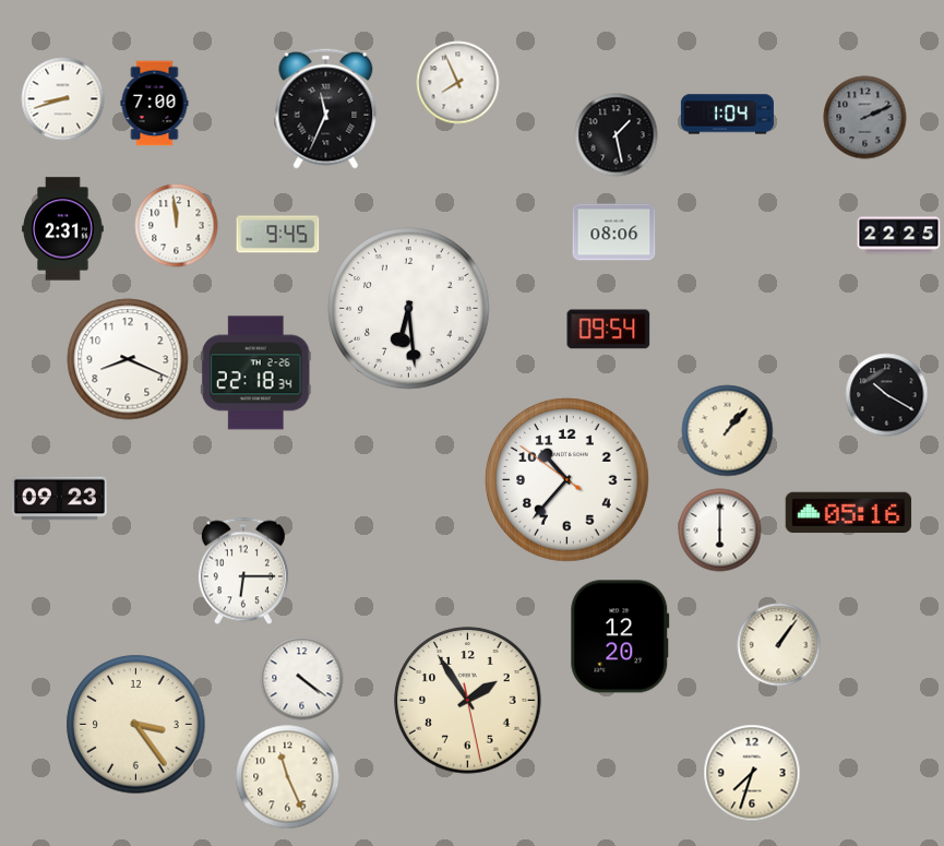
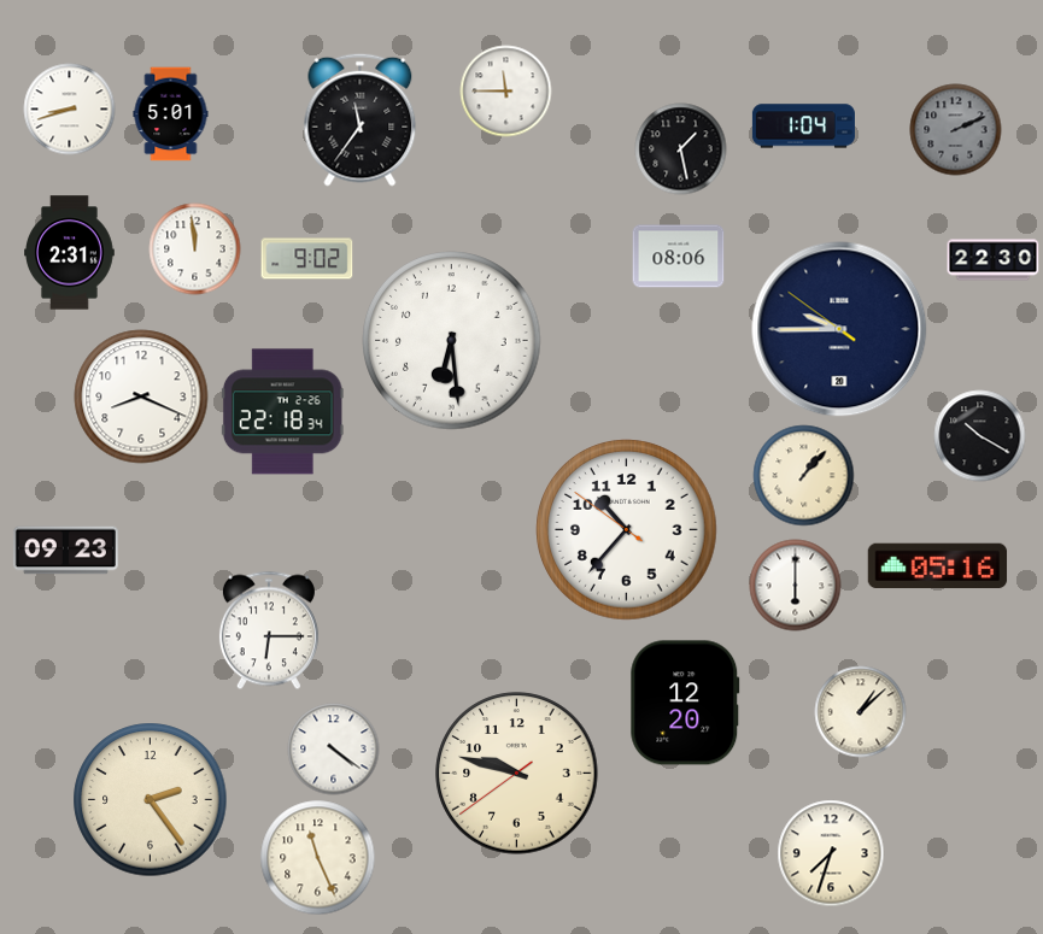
clock at (458, 83): 7:56 -> 11:45
clock at (155, 104): 7:00 -> 5:01
clock at (326, 108): 11:34 -> 11:36
clock at (278, 235): 9:45 -> 9:02
clock at (899, 236): 22:25 -> 22:30
clock at (839, 329): none -> 9:44
clock at (609, 330): 09:54 -> none
clock at (779, 645): 1:06 -> 1:08
clock at (468, 701): 1:54 -> 9:47
clock at (136, 725): 3:24 -> 2:24
